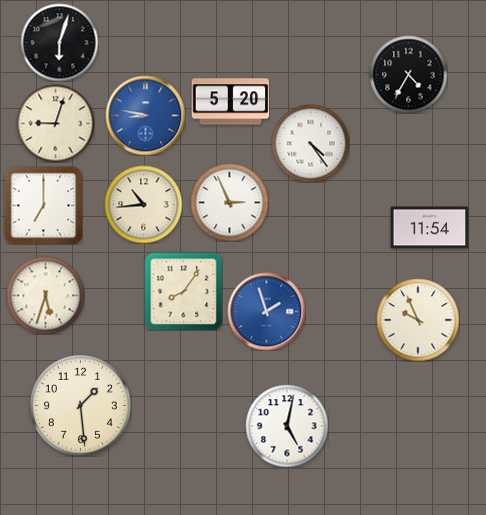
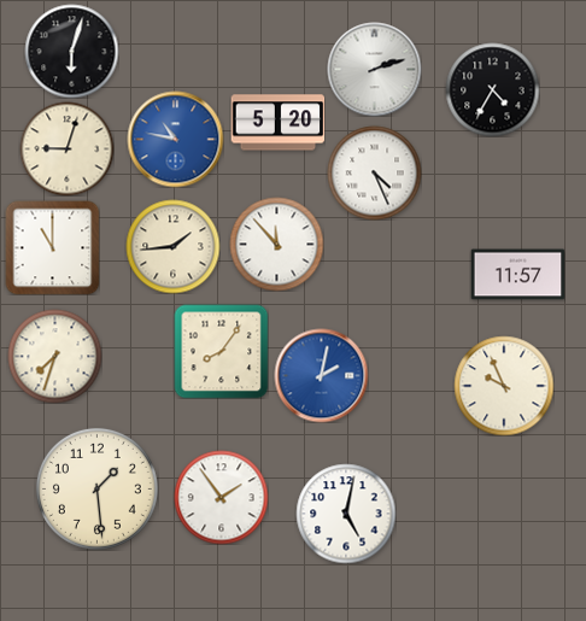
clock at (374, 69): none -> 2:12
clock at (145, 115): 8:47 -> 10:47
clock at (310, 143): 4:24 -> 4:26
clock at (229, 202): 2:56 -> 11:53
clock at (143, 204): 10:44 -> 1:44
clock at (43, 205): 7:00 -> 11:00
clock at (429, 228): 11:54 -> 11:57
clock at (45, 295): 5:33 -> 7:33
clock at (266, 311): 1:57 -> 2:02
clock at (221, 497): none -> 1:54
